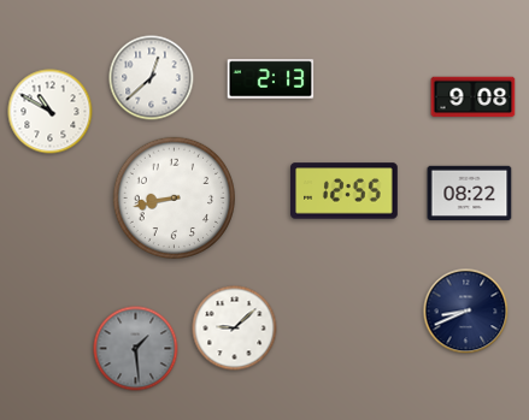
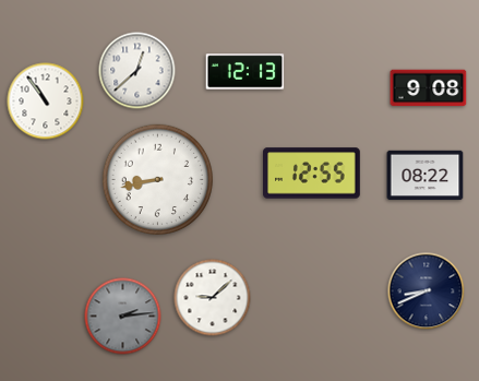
clock at (271, 79): 2:13 -> 12:13
clock at (51, 112): 10:50 -> 10:54
clock at (466, 312) position: (466, 312) -> (427, 291)
clock at (136, 349): 1:29 -> 2:14
